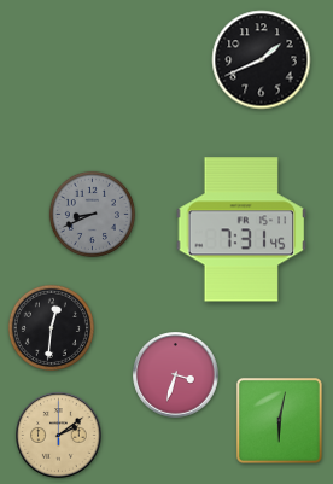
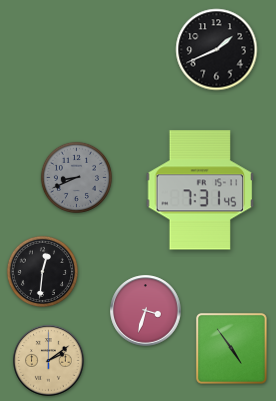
clock at (280, 421): 6:02 -> 4:54
